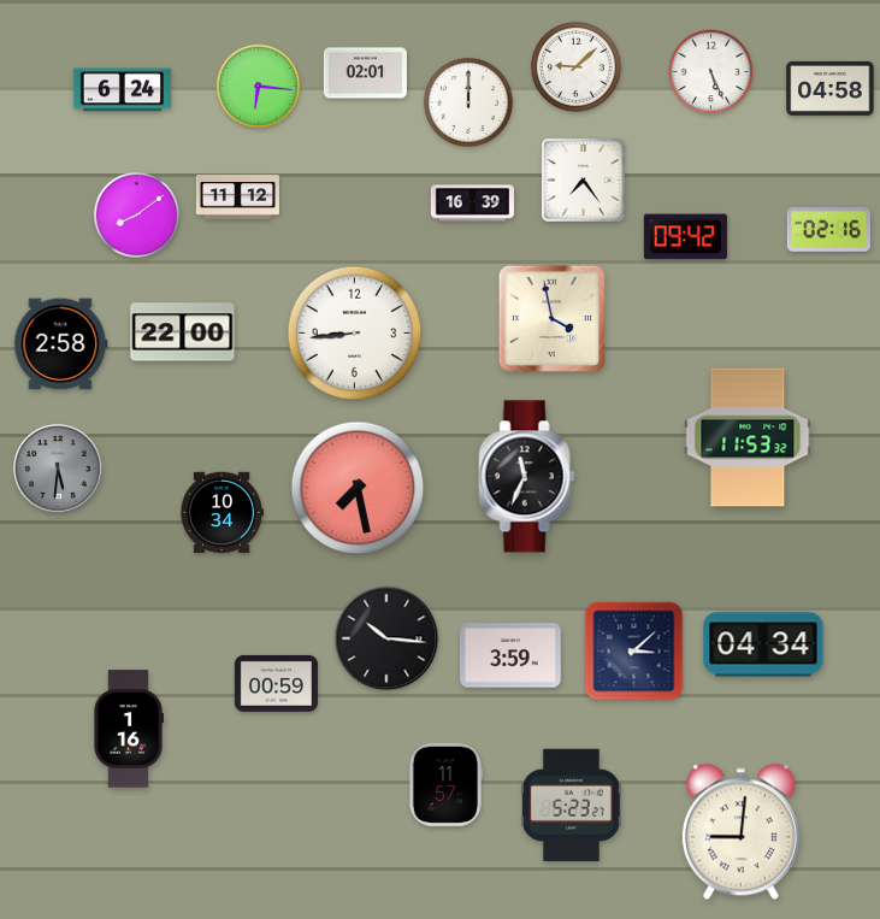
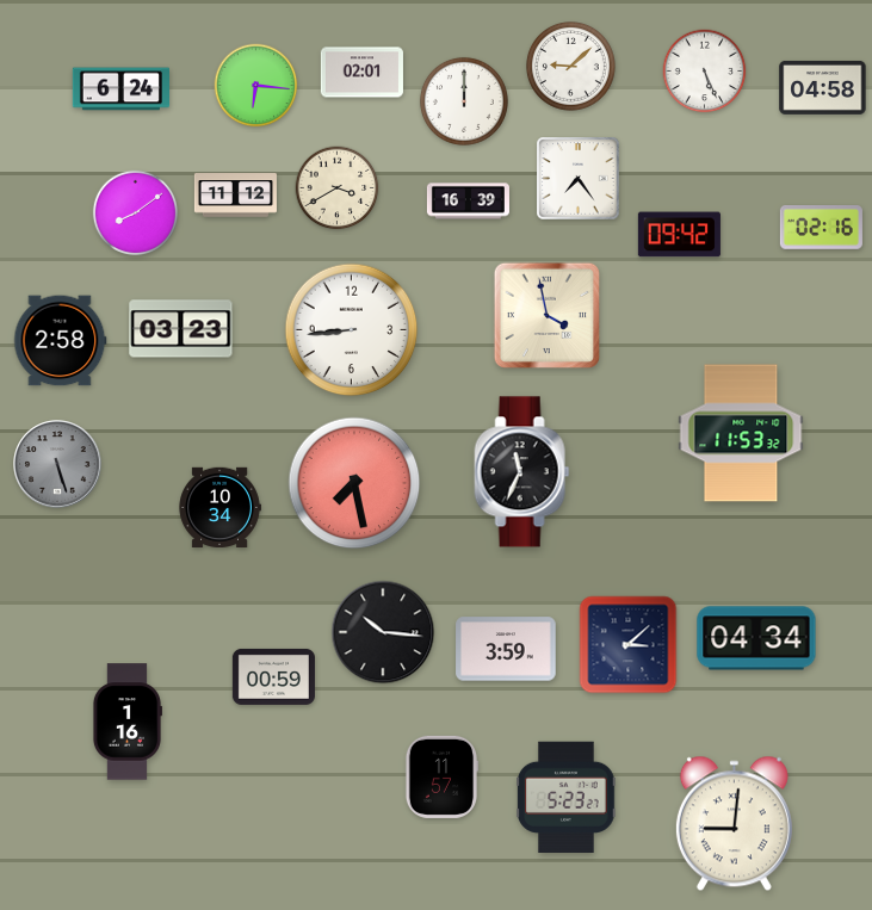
clock at (338, 188): none -> 3:40
clock at (183, 332): 22:00 -> 03:23
clock at (58, 469): 5:31 -> 5:27
